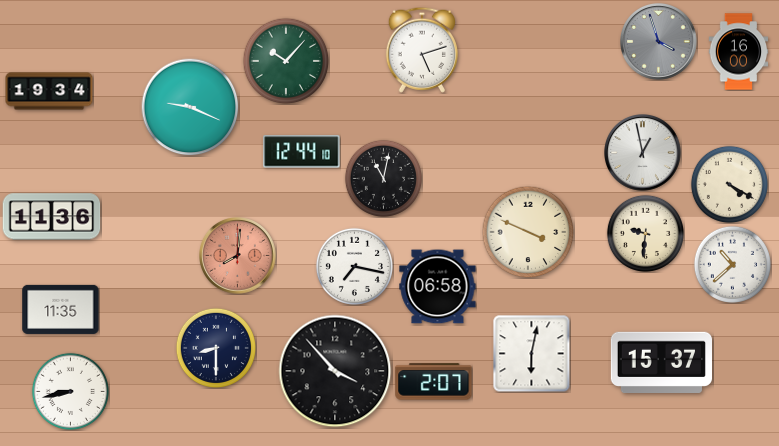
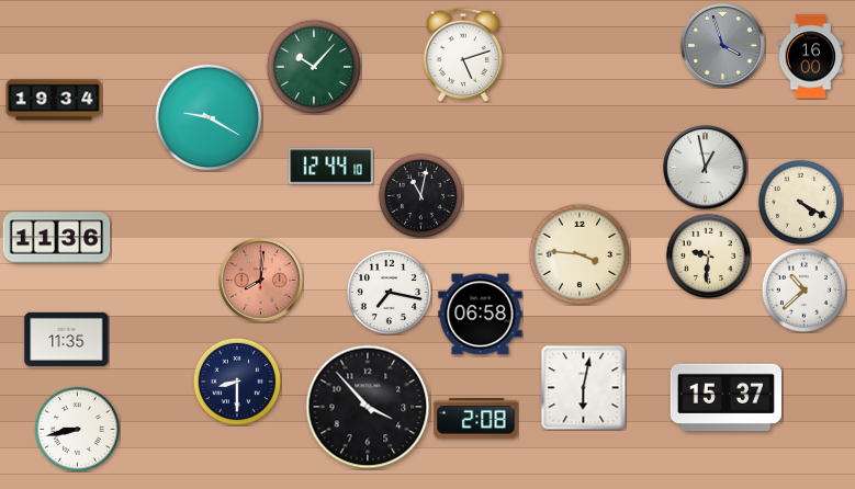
clock at (190, 107): 9:19 -> 9:20
clock at (528, 232): 3:49 -> 3:46
clock at (434, 382): 2:07 -> 2:08
